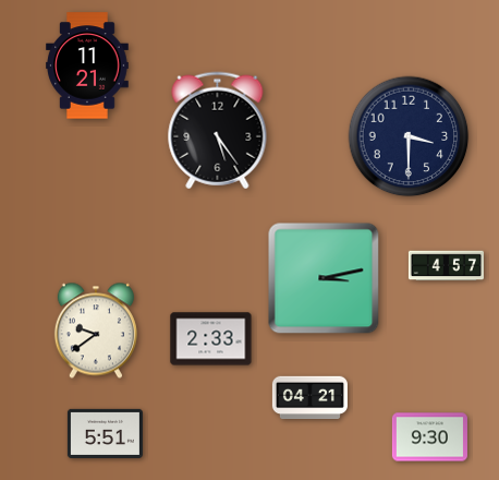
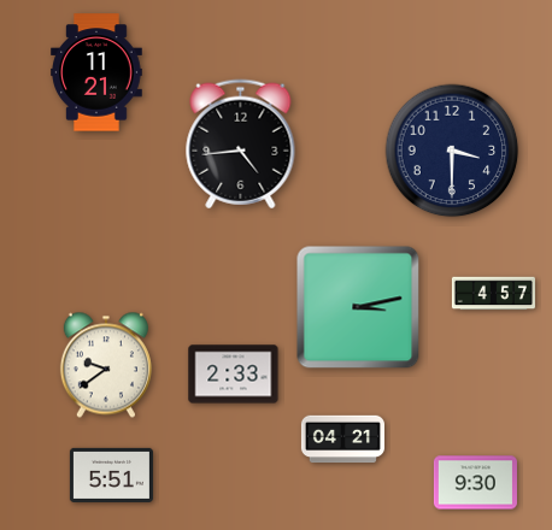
clock at (218, 131): 5:24 -> 4:44
clock at (105, 433) position: (105, 433) -> (111, 475)
